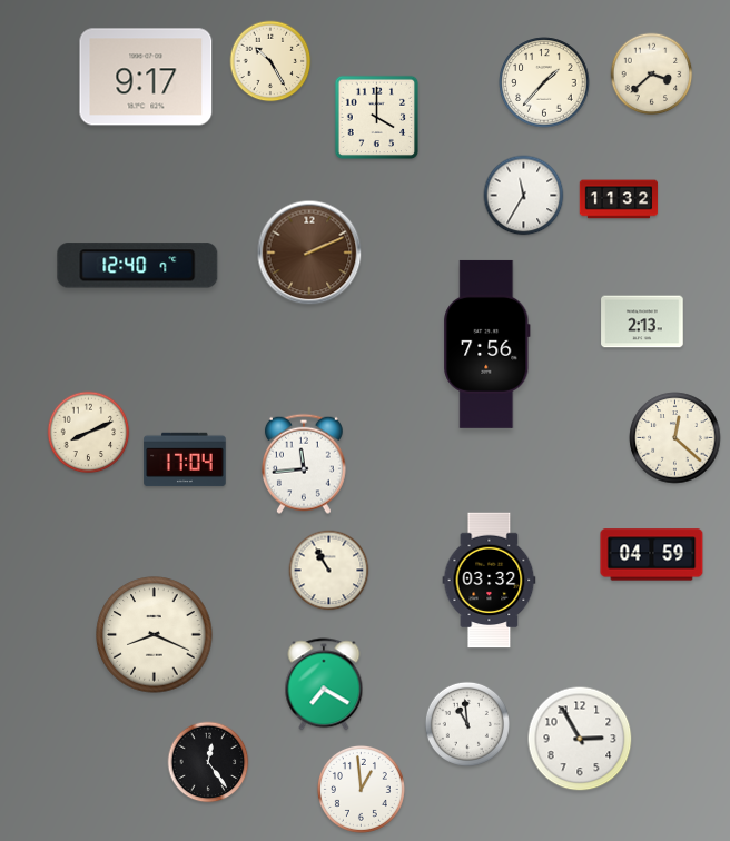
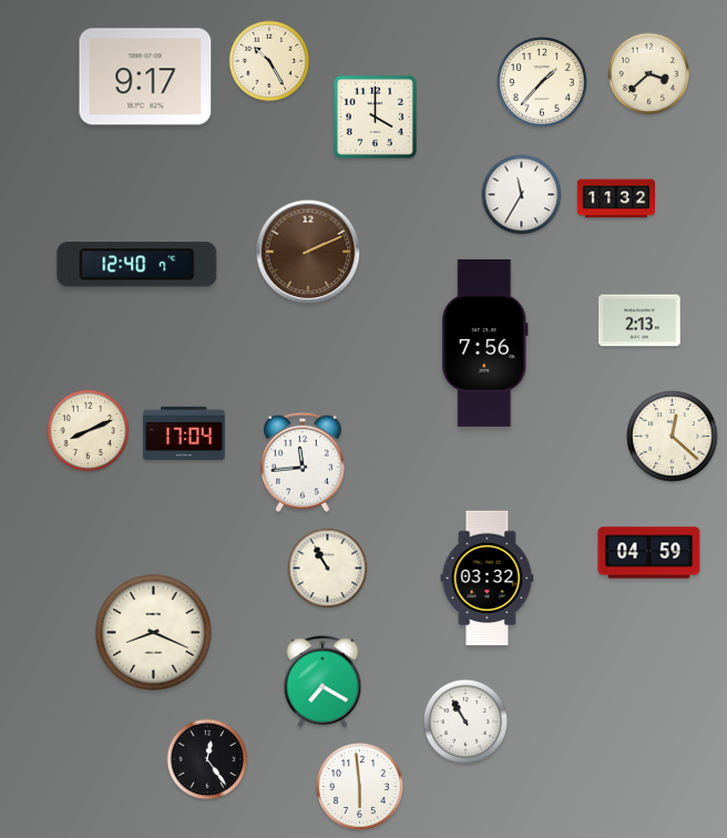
clock at (185, 459) position: (185, 459) -> (184, 433)
clock at (467, 724): 10:59 -> 10:55
clock at (580, 739): 2:55 -> none
clock at (361, 789): 12:59 -> 5:59
